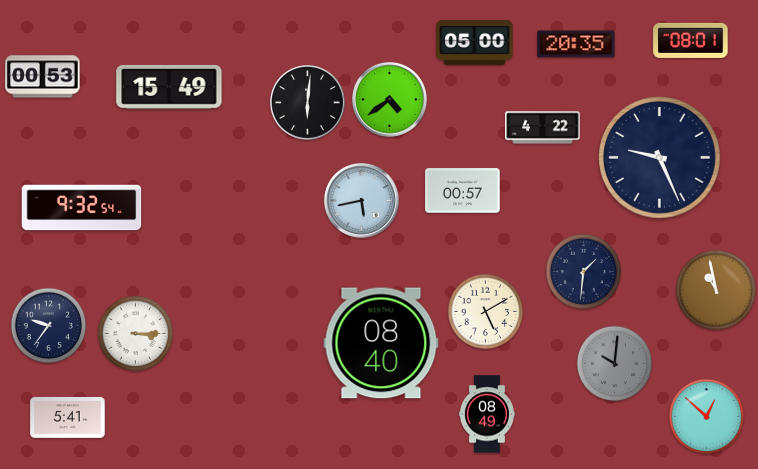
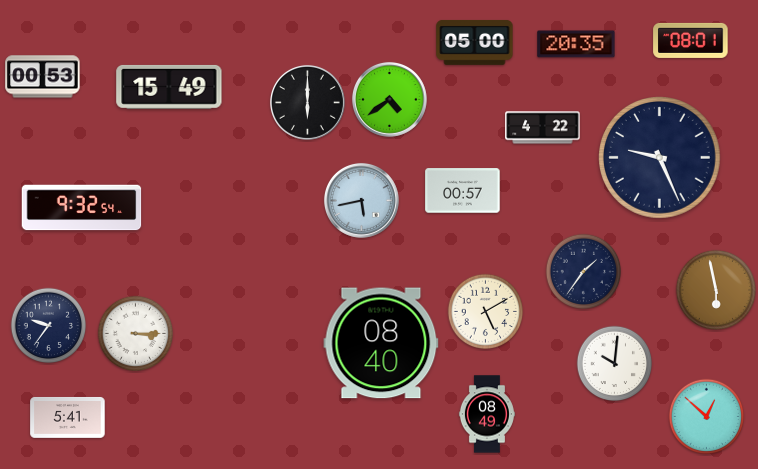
clock at (307, 102): 6:01 -> 6:00
clock at (584, 272): 1:31 -> 1:36
clock at (715, 289): 10:58 -> 5:58
clock at (615, 364) dial: grey -> white
